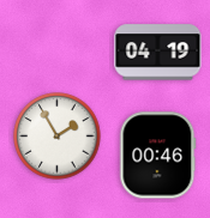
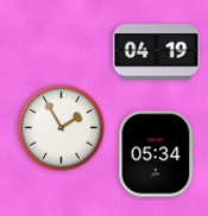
clock at (58, 137) position: (58, 137) -> (62, 128)
clock at (158, 156): 00:46 -> 05:34
